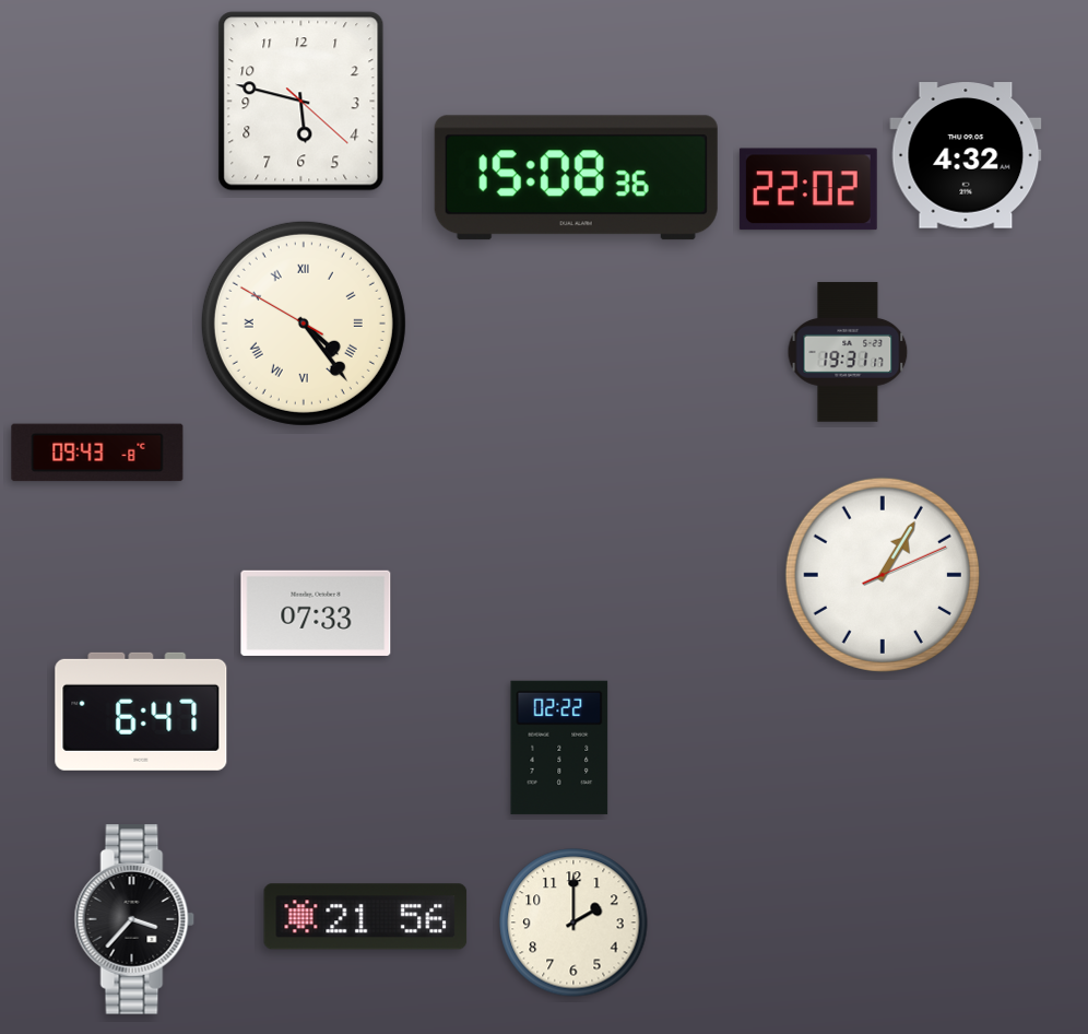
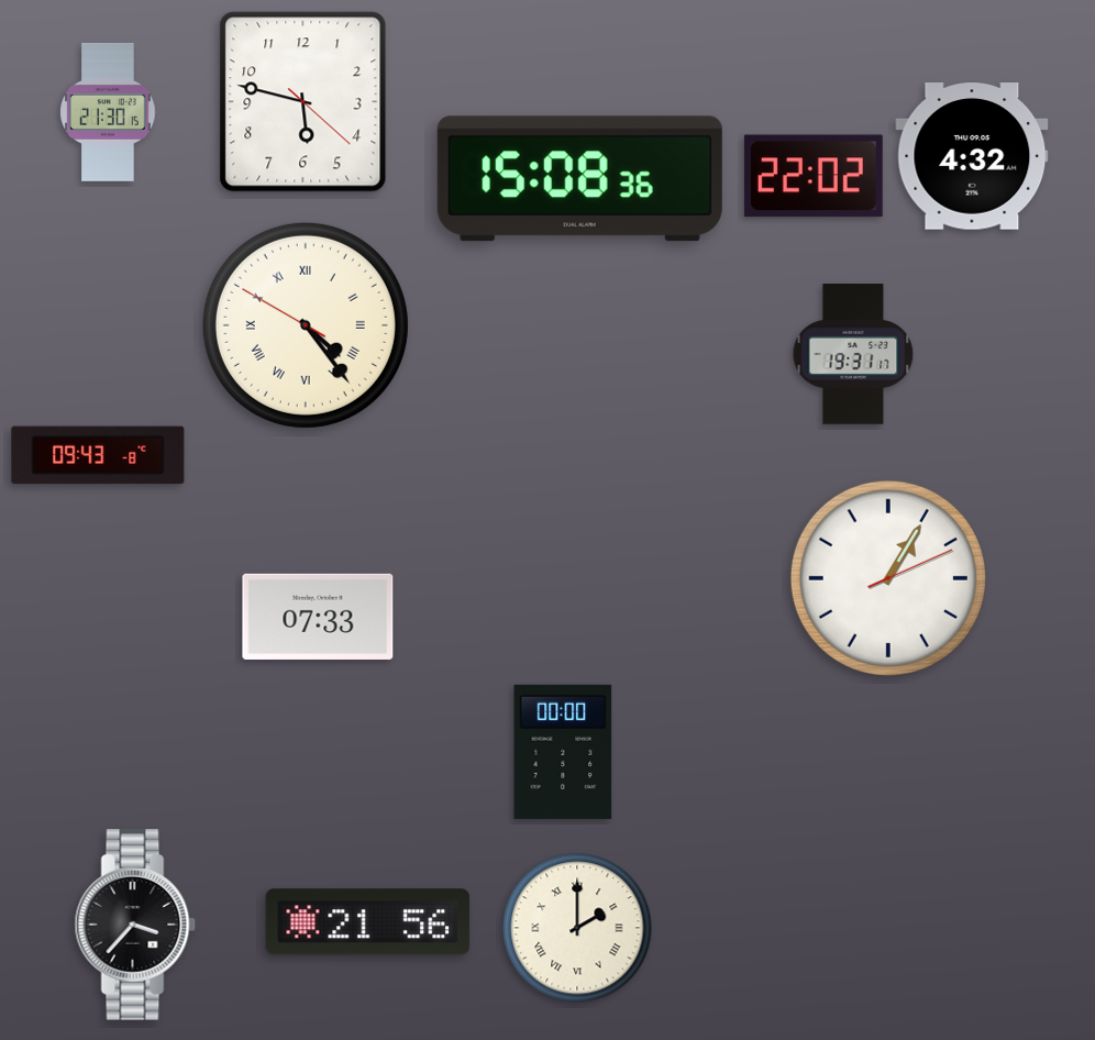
clock at (108, 112): none -> 21:30
clock at (808, 189) position: (808, 189) -> (814, 176)
clock at (141, 712): 6:47 -> none
clock at (559, 748): 02:22 -> 00:00
clock at (573, 923) numerals: Arabic -> Roman
